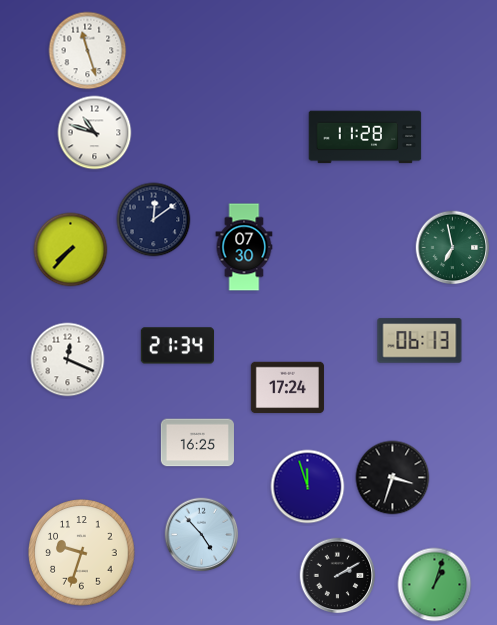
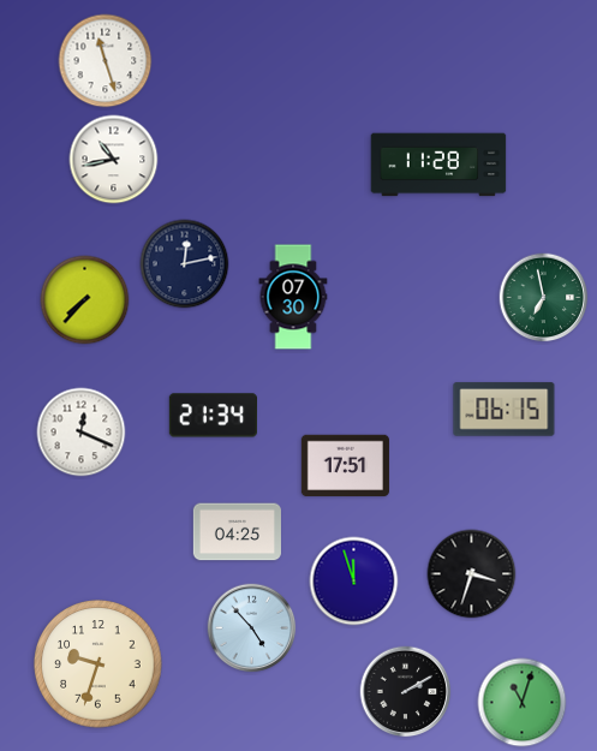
clock at (95, 133): 10:48 -> 10:43
clock at (154, 220): 12:09 -> 12:13
clock at (420, 341): 06:13 -> 06:15
clock at (287, 388): 17:24 -> 17:51
clock at (197, 443): 16:25 -> 04:25
clock at (308, 487) position: (308, 487) -> (354, 582)
clock at (202, 535) position: (202, 535) -> (252, 628)
clock at (435, 585): 1:03 -> 11:03
